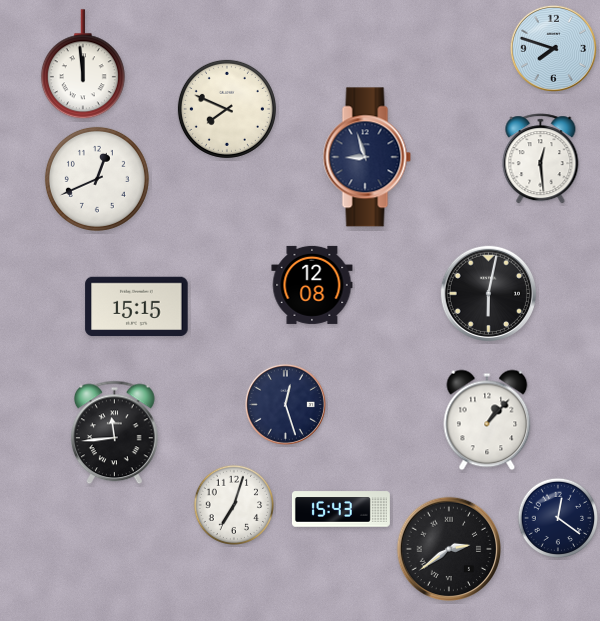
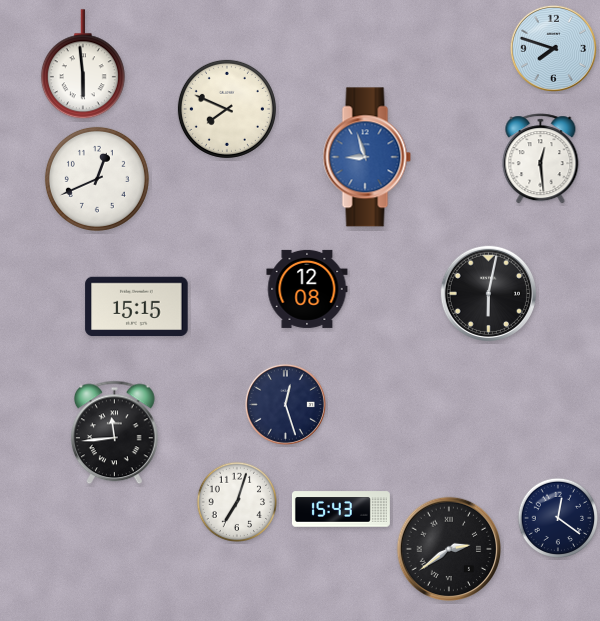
clock at (83, 65): 11:59 -> 5:59
clock at (367, 157) dial: navy -> blue
clock at (312, 285) position: (312, 285) -> (307, 289)
clock at (487, 420): 1:07 -> none
clock at (234, 505) position: (234, 505) -> (237, 502)
